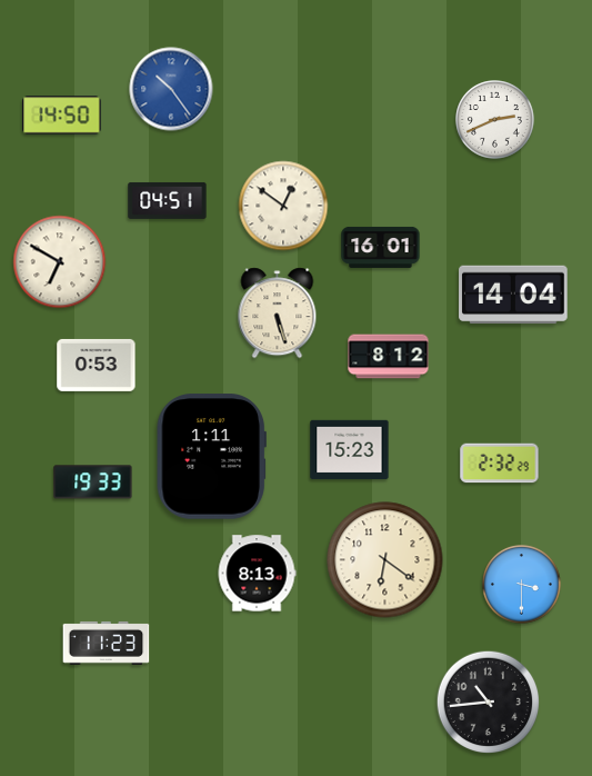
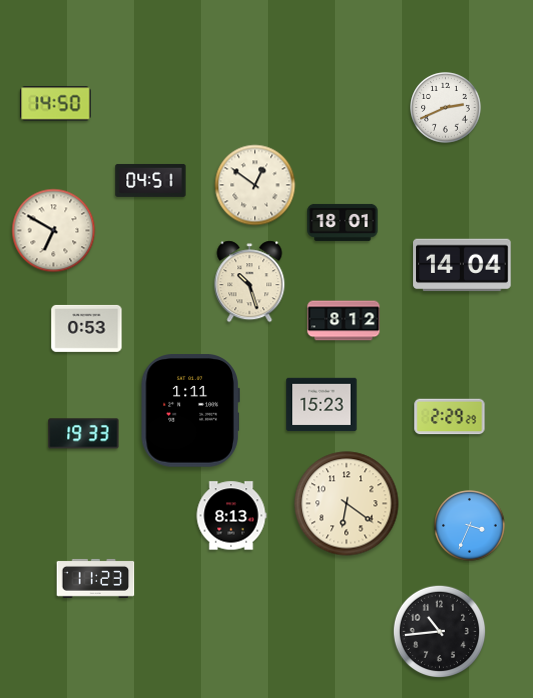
clock at (171, 89): 10:24 -> none
clock at (381, 247): 16:01 -> 18:01
clock at (60, 262) position: (60, 262) -> (54, 231)
clock at (278, 314): 5:27 -> 10:27
clock at (389, 357) position: (389, 357) -> (344, 321)
clock at (350, 450) position: (350, 450) -> (322, 405)
clock at (500, 464): 2:32 -> 2:29
clock at (522, 585): 3:30 -> 3:34
